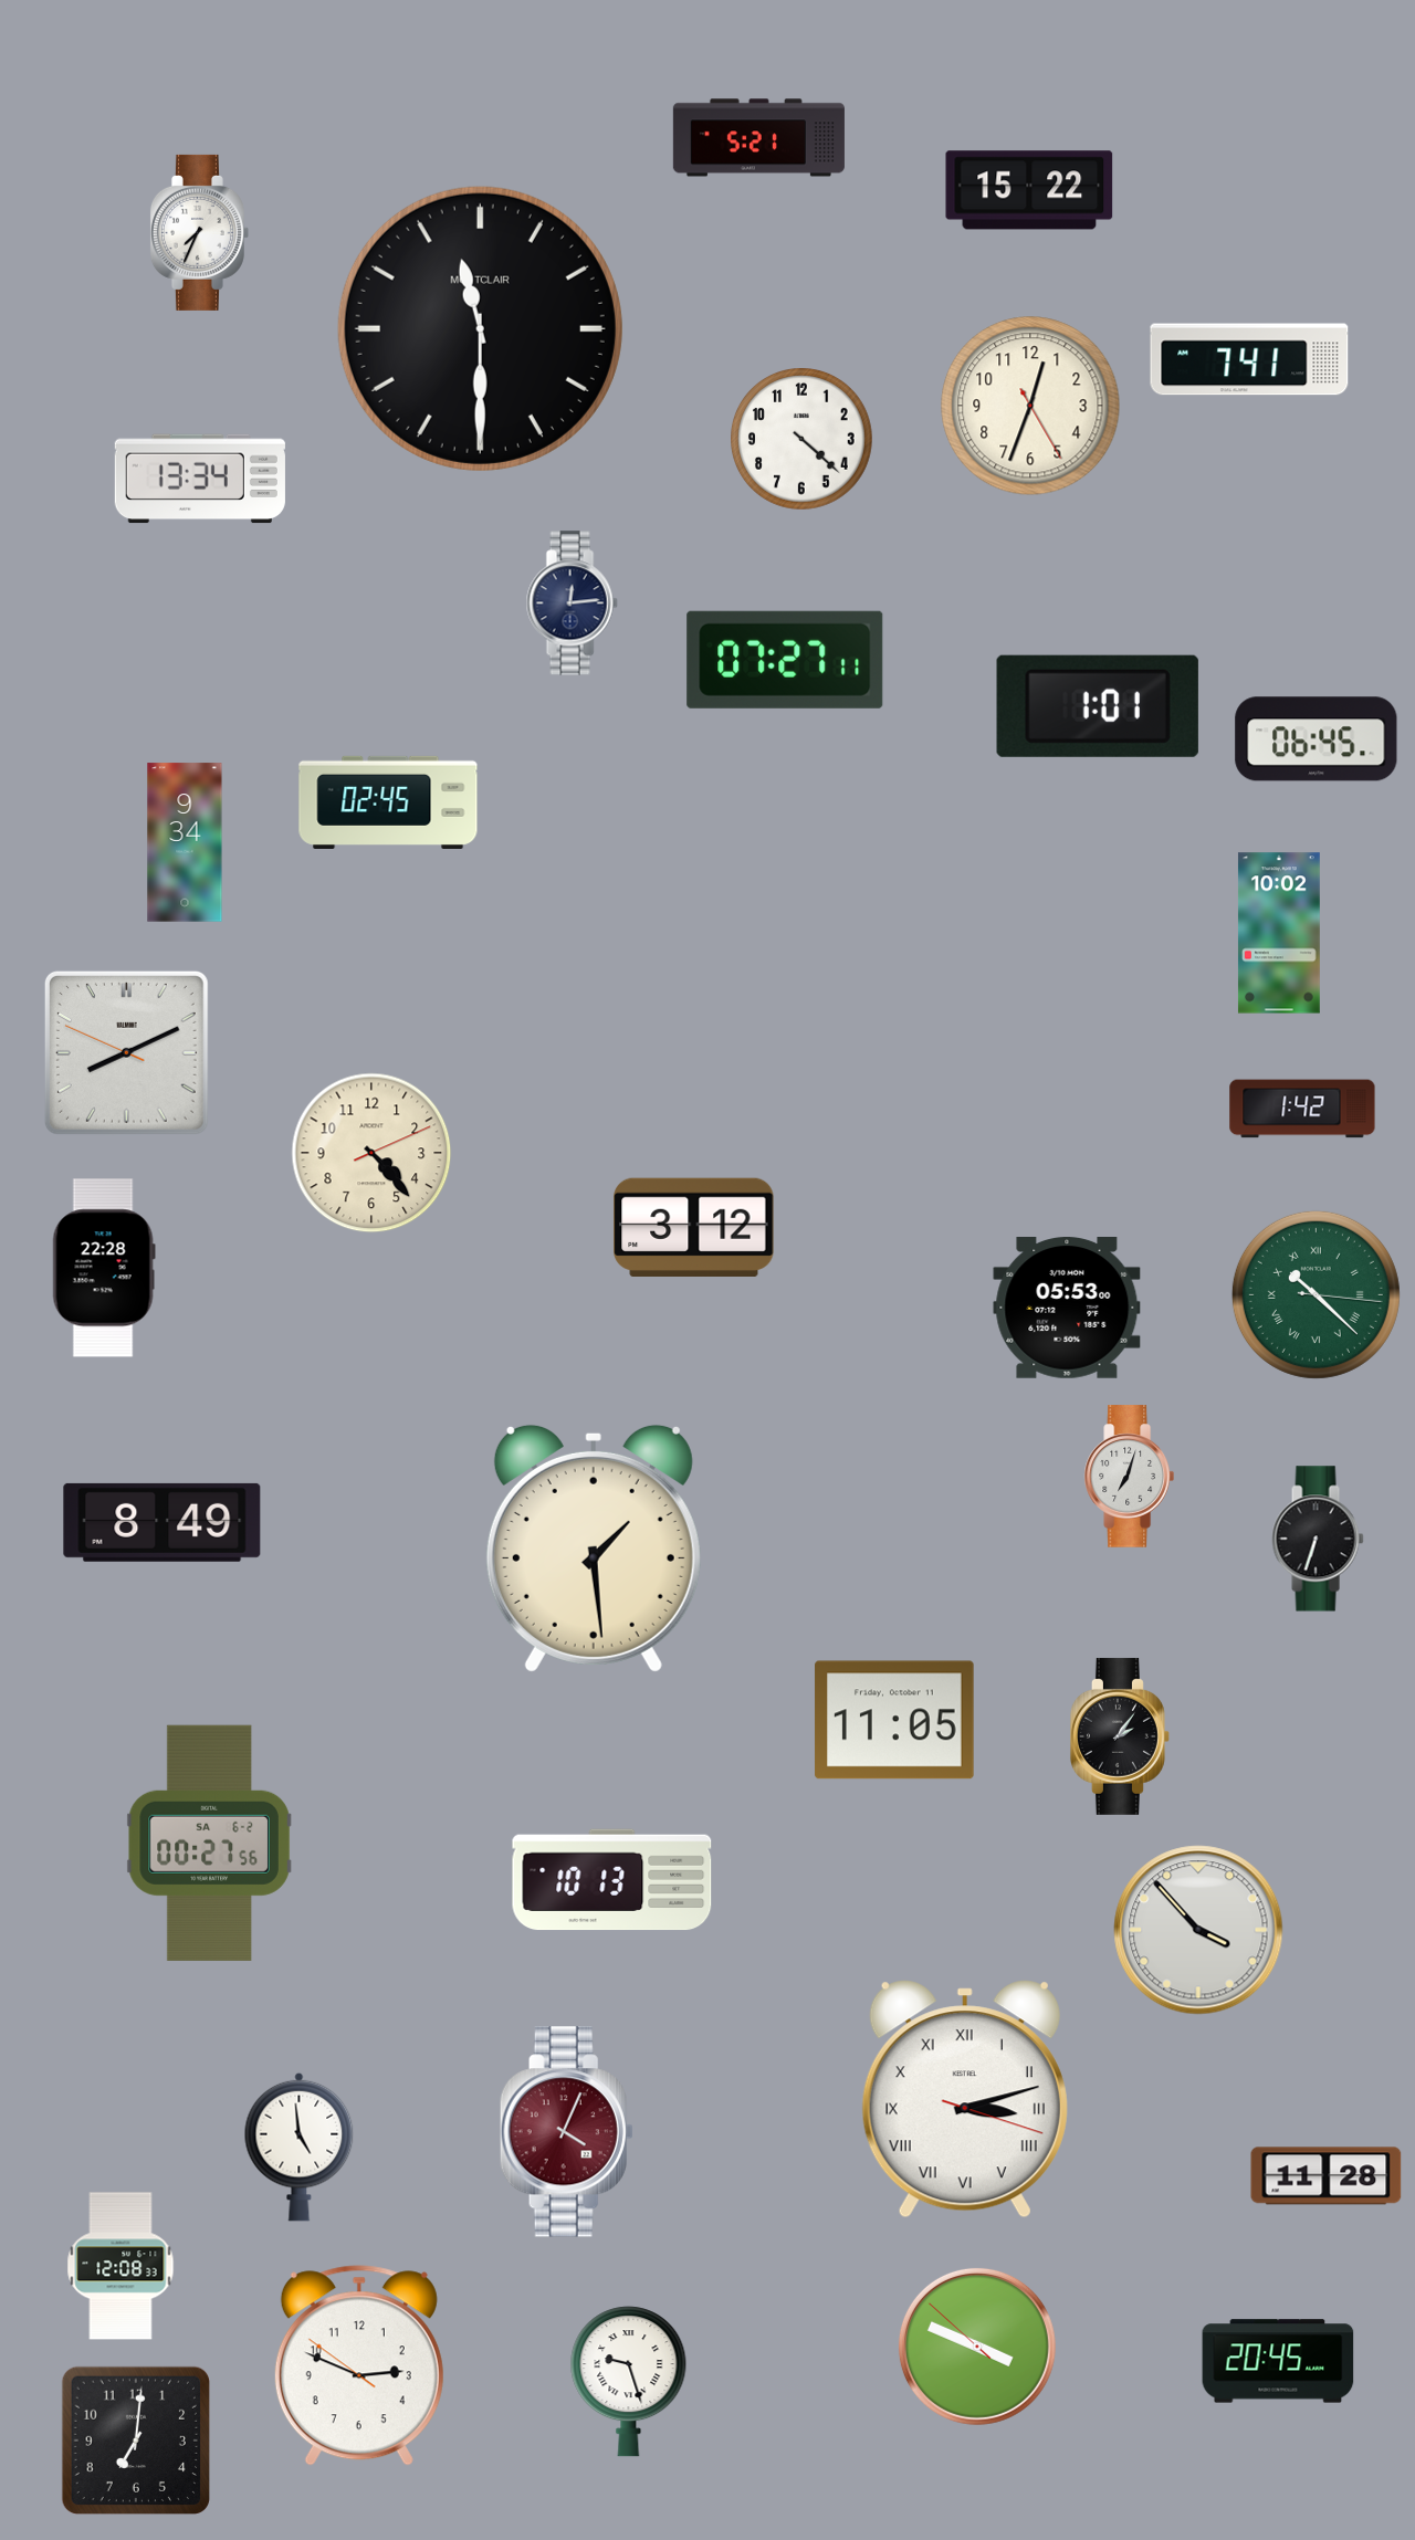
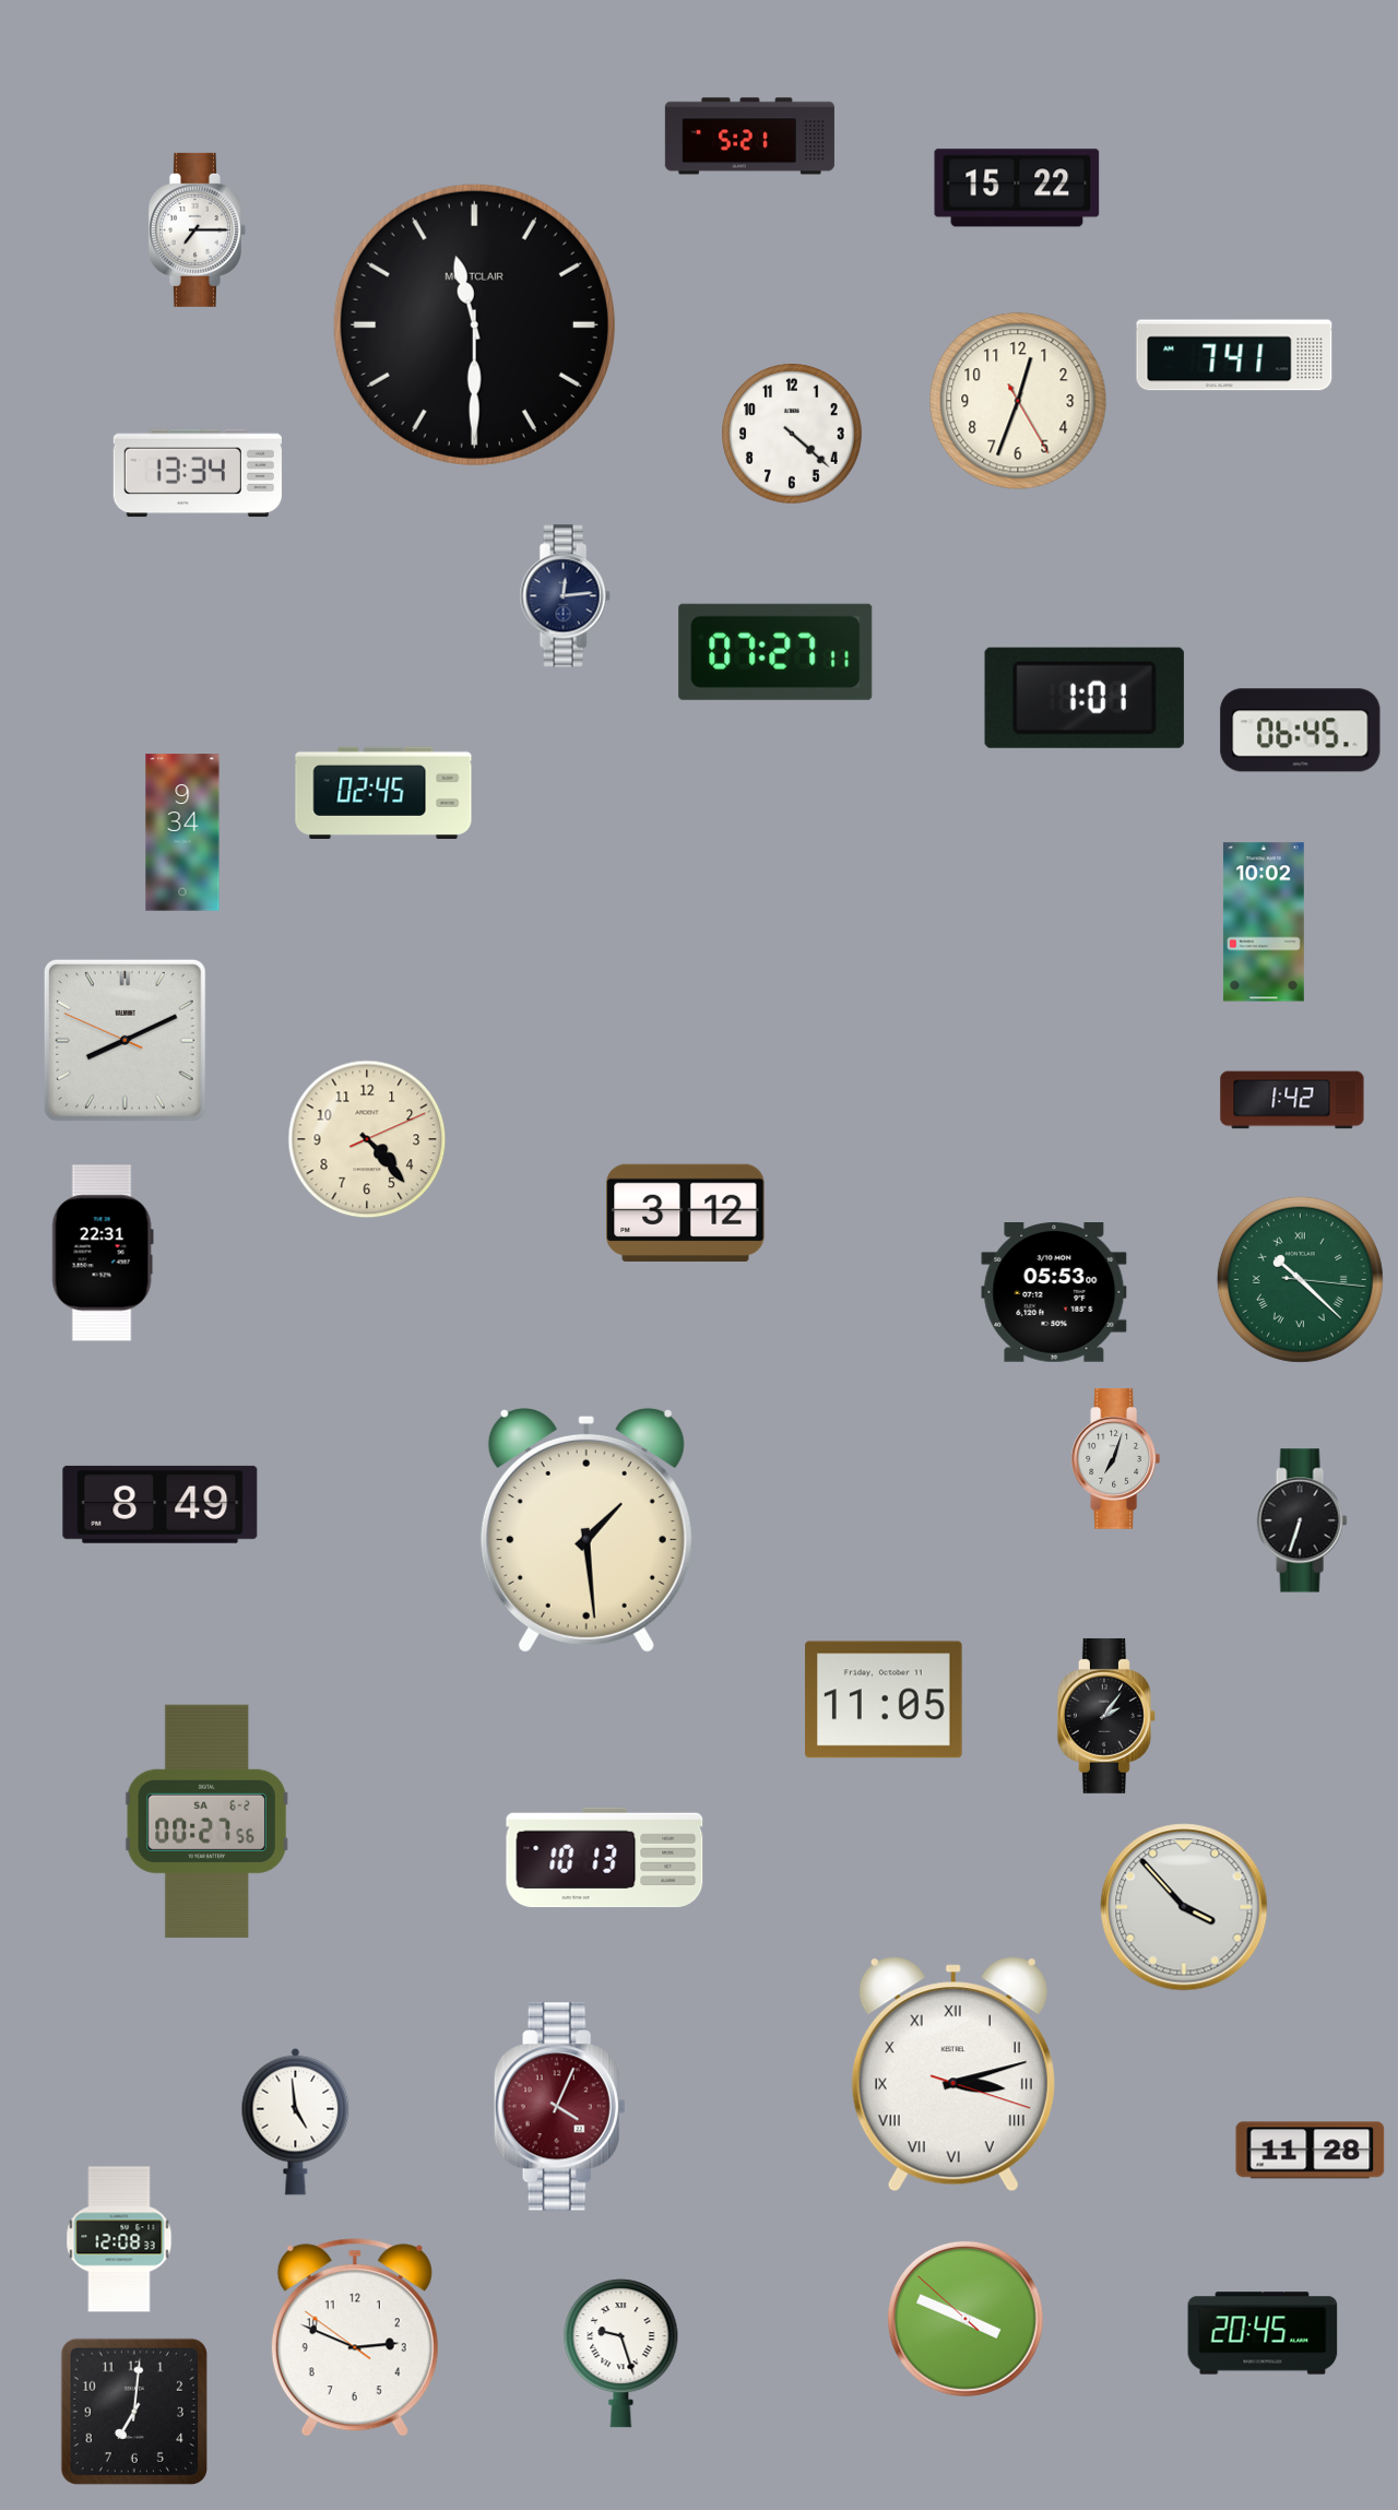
clock at (199, 232): 7:34 -> 7:15
clock at (1302, 1109) position: (1302, 1109) -> (1292, 1100)
clock at (104, 1268): 22:28 -> 22:31
